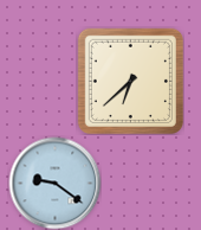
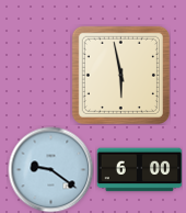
clock at (130, 81): 6:38 -> 5:58
clock at (139, 170): none -> 6:00
